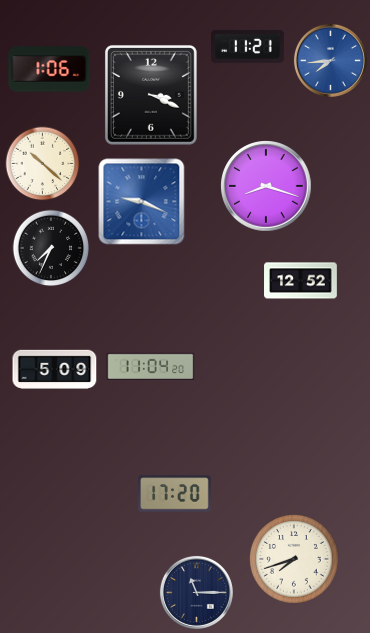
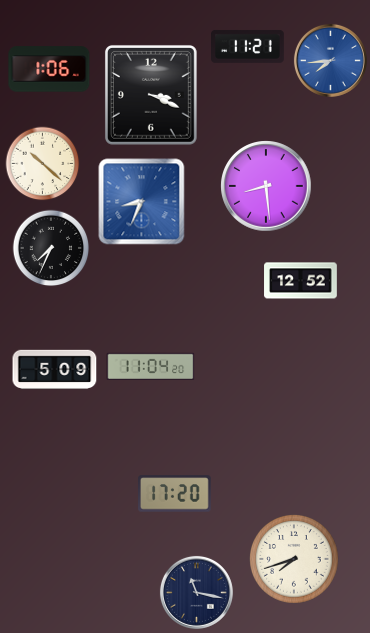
clock at (266, 186): 8:18 -> 8:29
clock at (142, 202): 9:19 -> 8:34
clock at (196, 592): 11:15 -> 11:17
